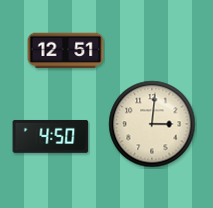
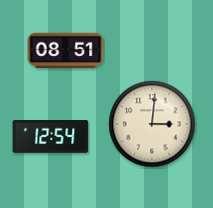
clock at (66, 51): 12:51 -> 08:51
clock at (51, 136): 4:50 -> 12:54
